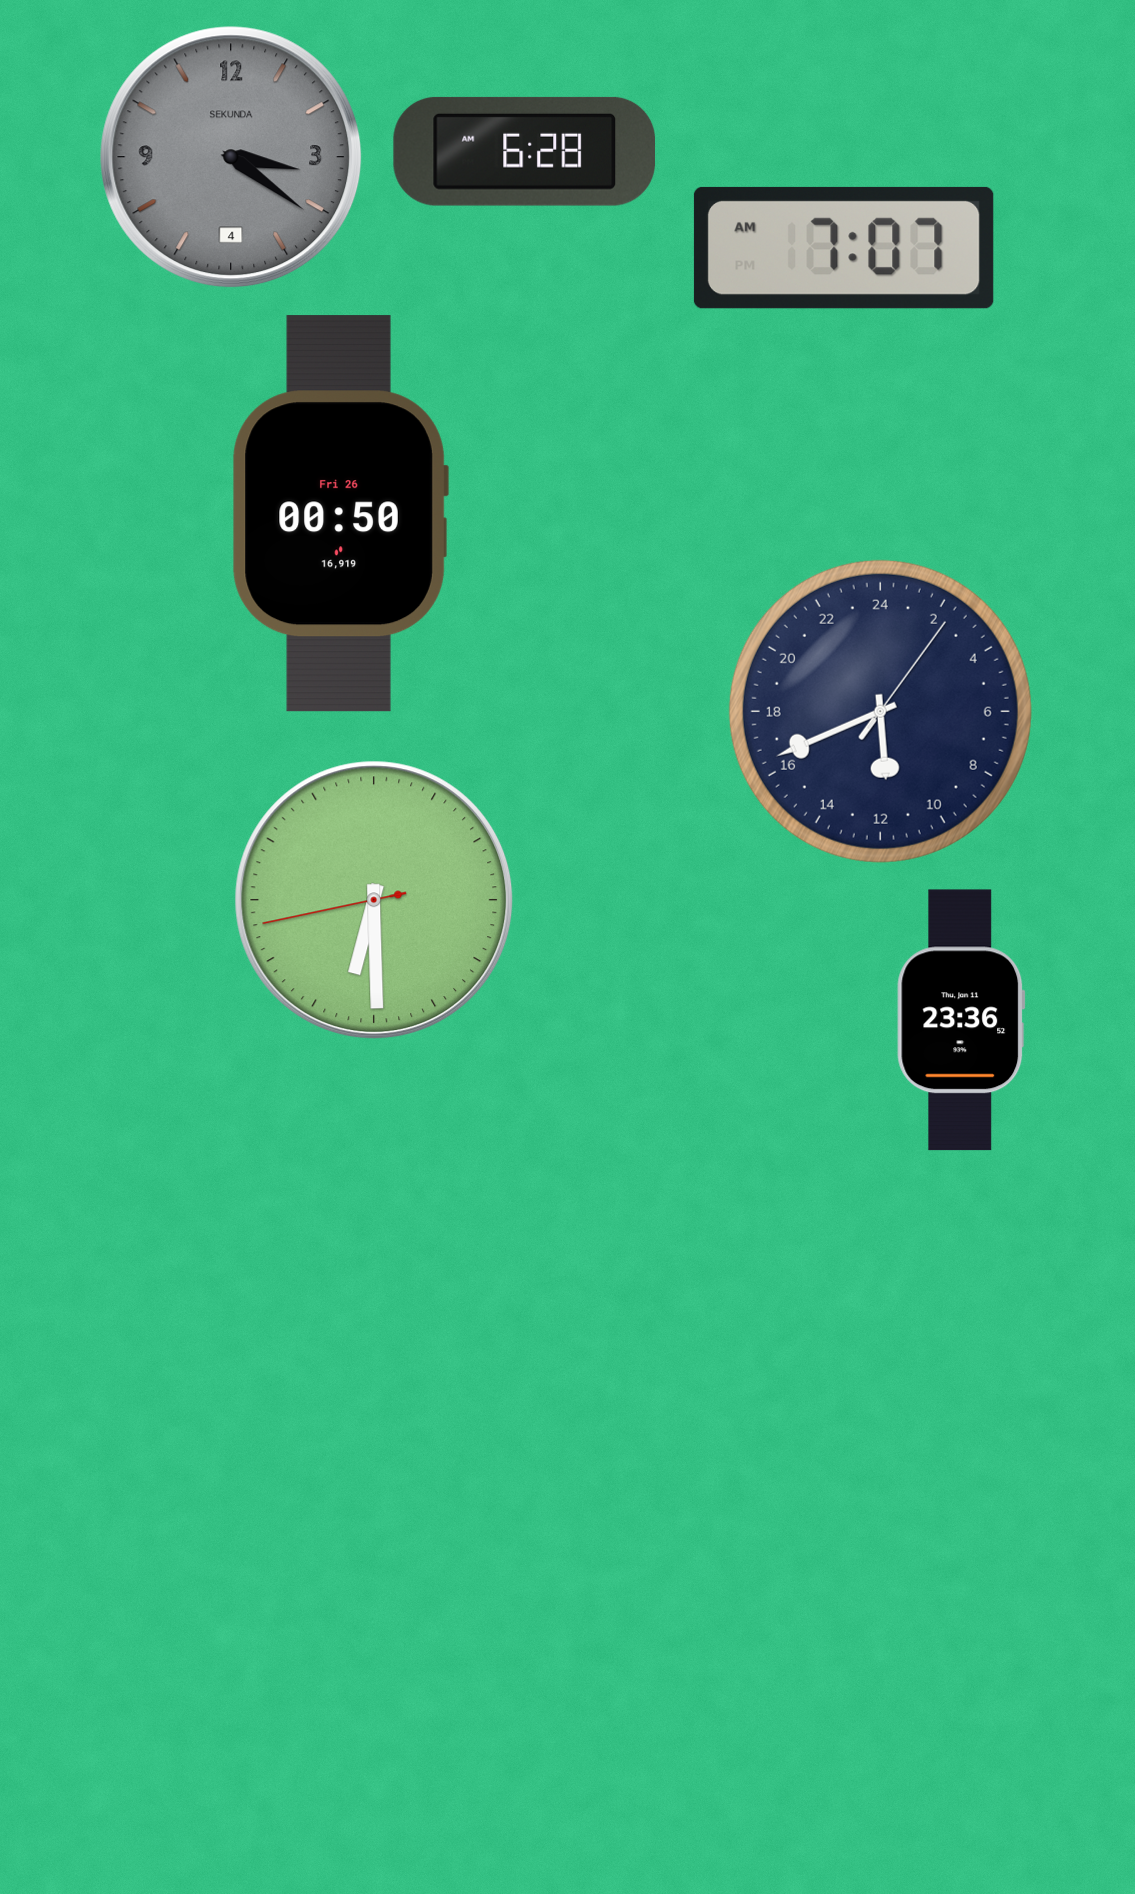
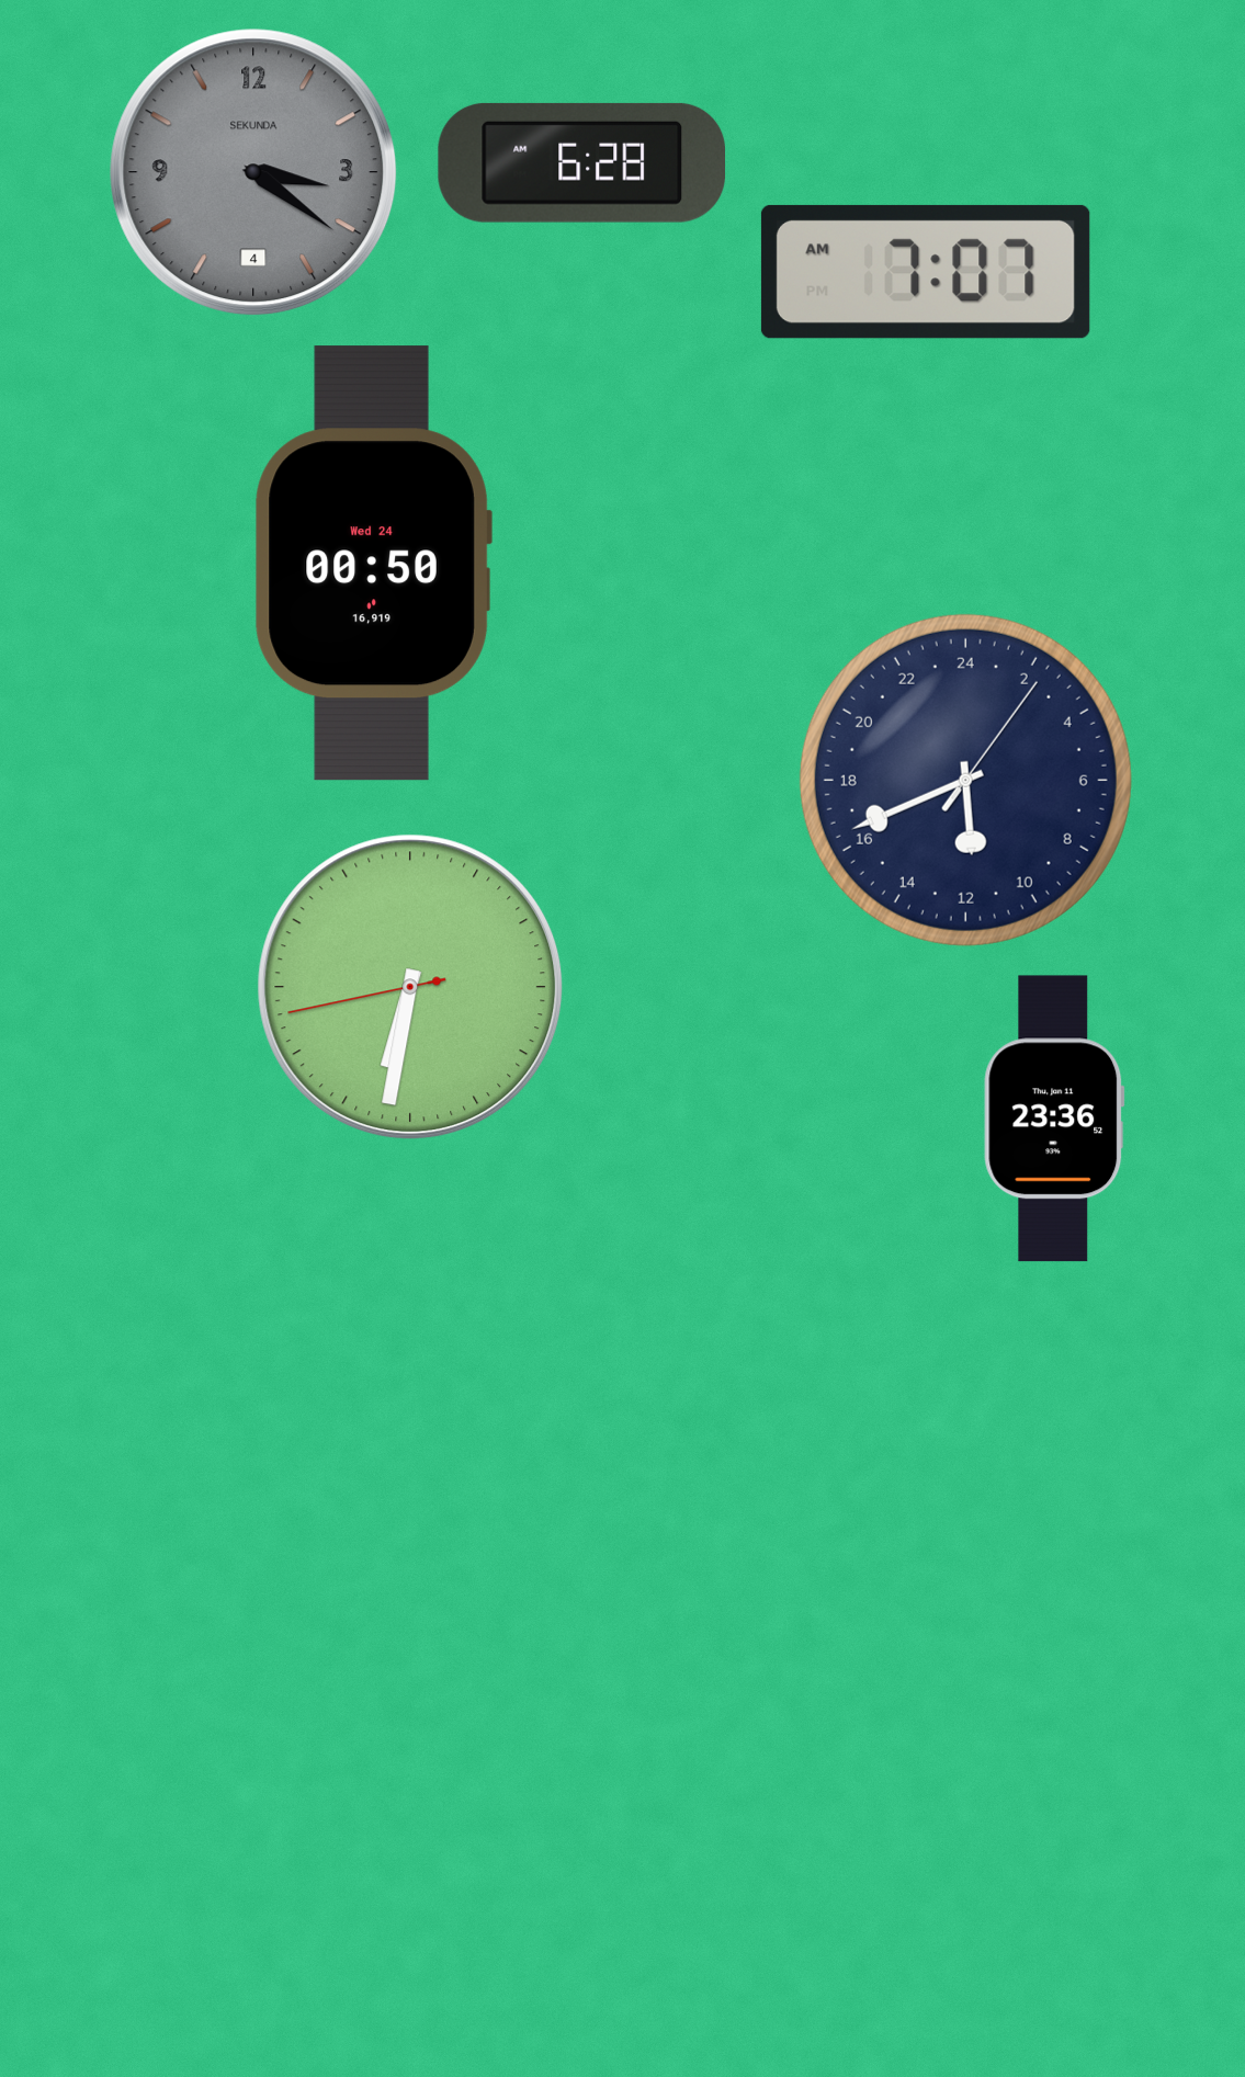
clock at (524, 151) position: (524, 151) -> (581, 162)
clock at (340, 514) date: Fri 26 -> Wed 24
clock at (374, 900): 6:29 -> 6:31
